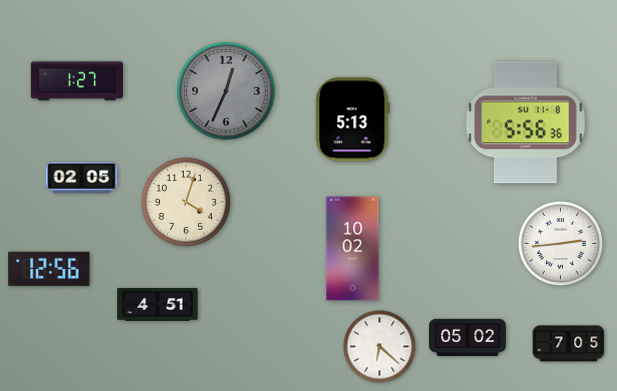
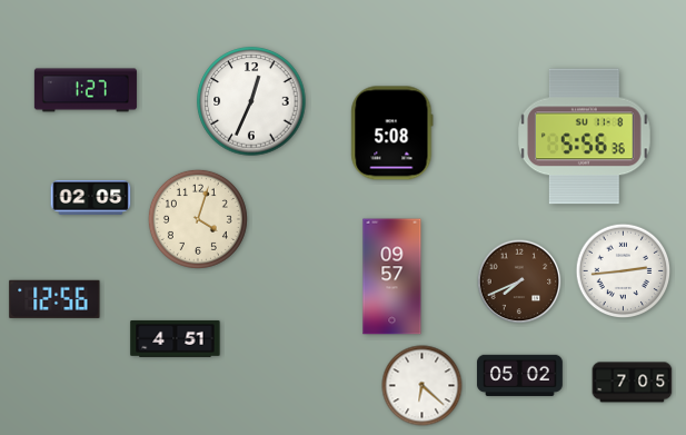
clock at (226, 91) dial: grey -> white
clock at (353, 120): 5:13 -> 5:08
clock at (186, 202) position: (186, 202) -> (198, 219)
clock at (353, 249): 10:02 -> 09:57
clock at (519, 281): none -> 7:41
